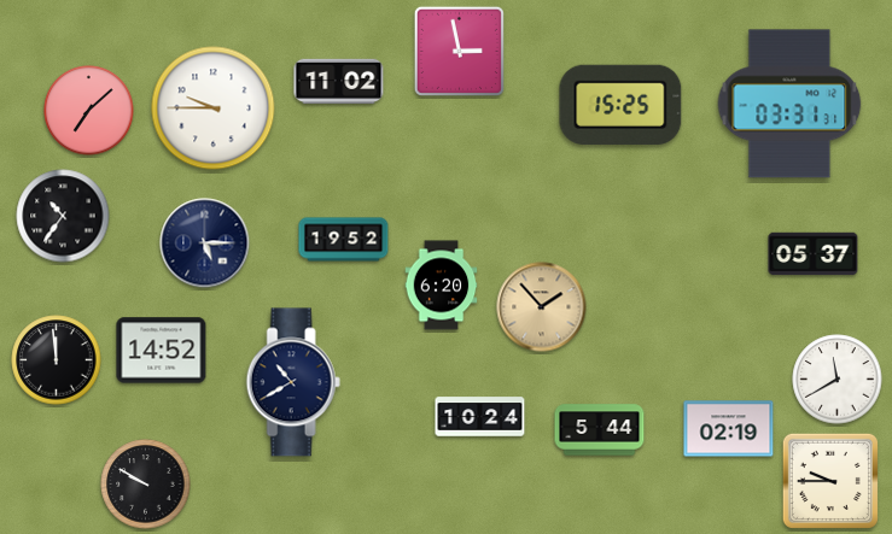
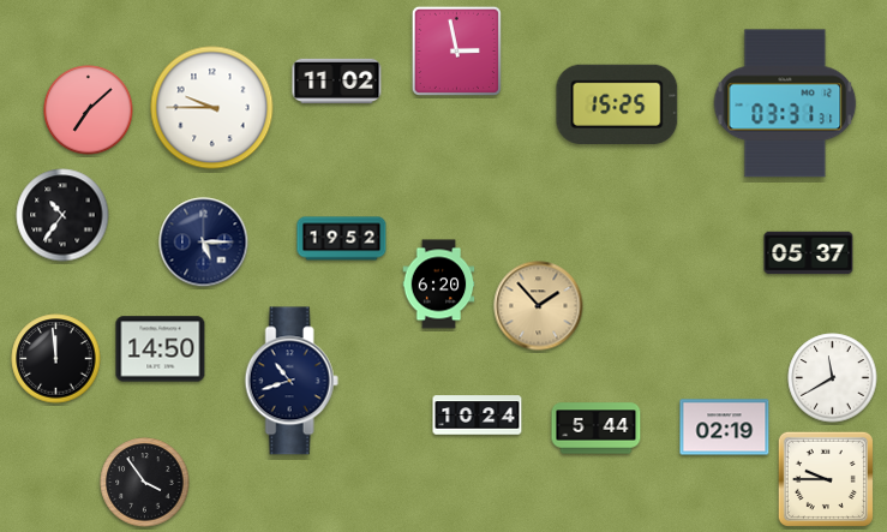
clock at (162, 351): 14:52 -> 14:50
clock at (293, 382): 10:40 -> 10:42
clock at (146, 485): 9:50 -> 3:54
